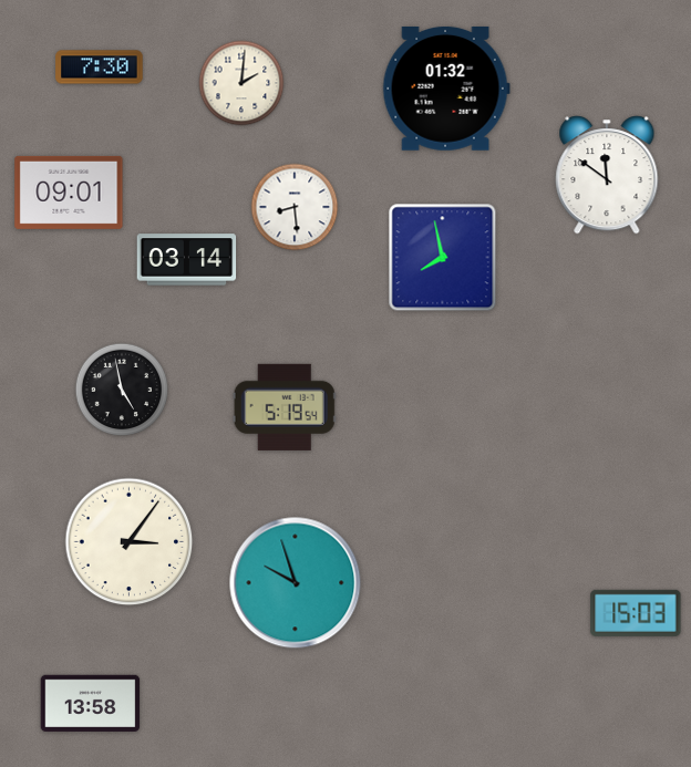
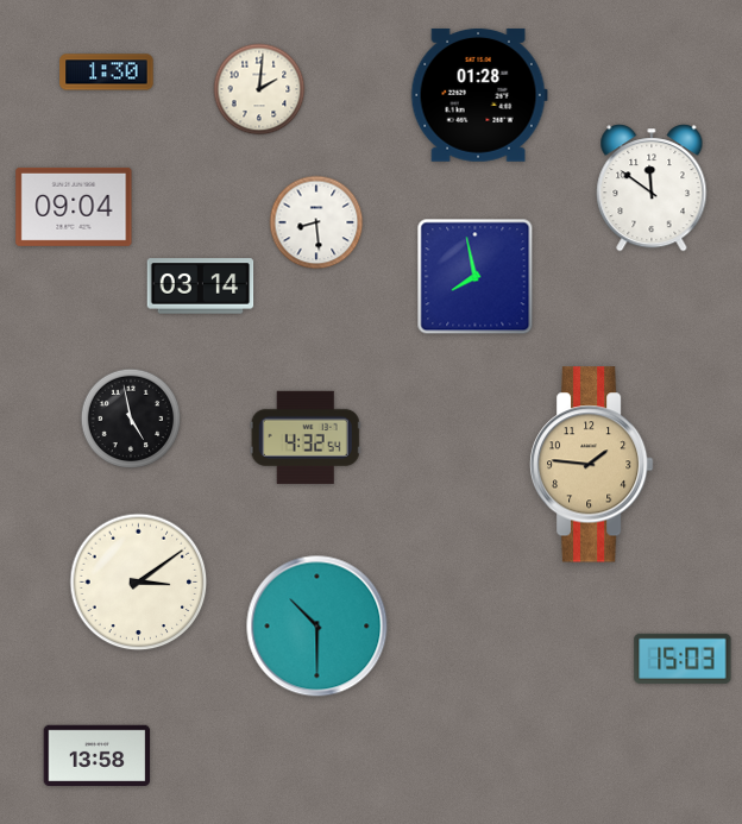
clock at (100, 68): 7:30 -> 1:30
clock at (446, 89): 01:32 -> 01:28
clock at (69, 193): 09:01 -> 09:04
clock at (187, 260) position: (187, 260) -> (201, 287)
clock at (285, 407): 5:19 -> 4:32
clock at (591, 465): none -> 1:46
clock at (130, 542): 3:06 -> 3:09
clock at (296, 583): 9:57 -> 10:30
